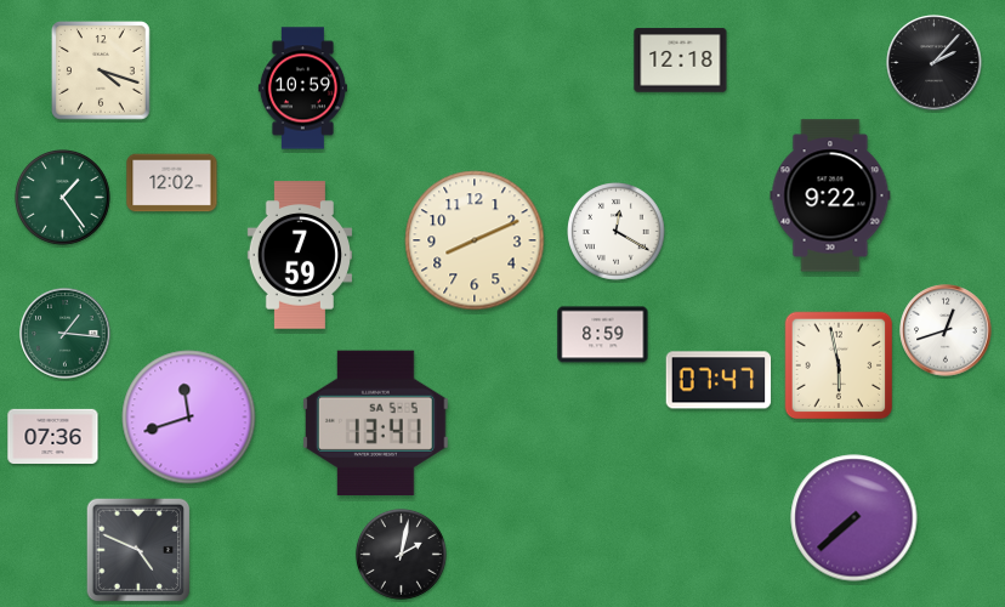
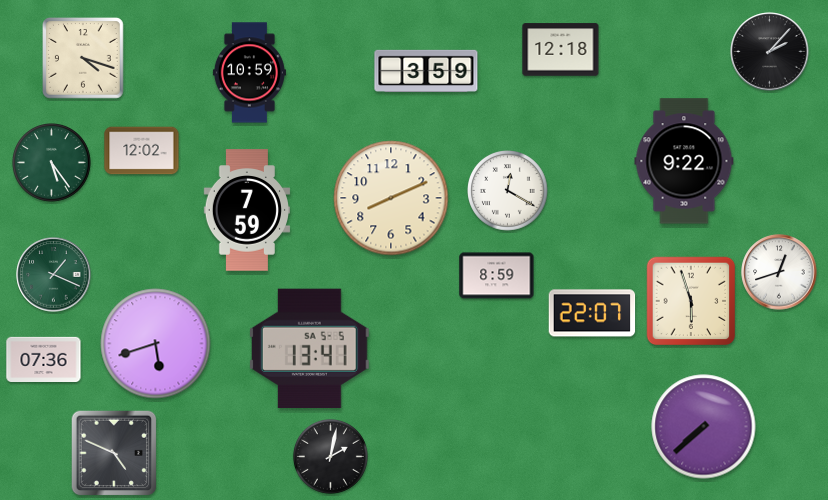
clock at (426, 71): none -> 3:59
clock at (63, 198): 1:24 -> 5:24
clock at (66, 334): 1:16 -> 1:19
clock at (839, 365): 5:58 -> 5:57
clock at (719, 380): 07:47 -> 22:07
clock at (189, 418): 11:42 -> 5:42
